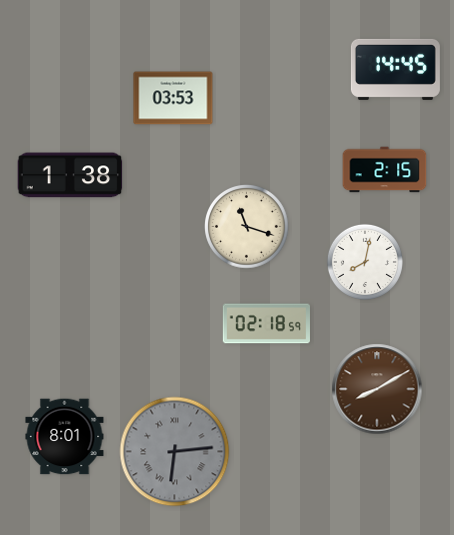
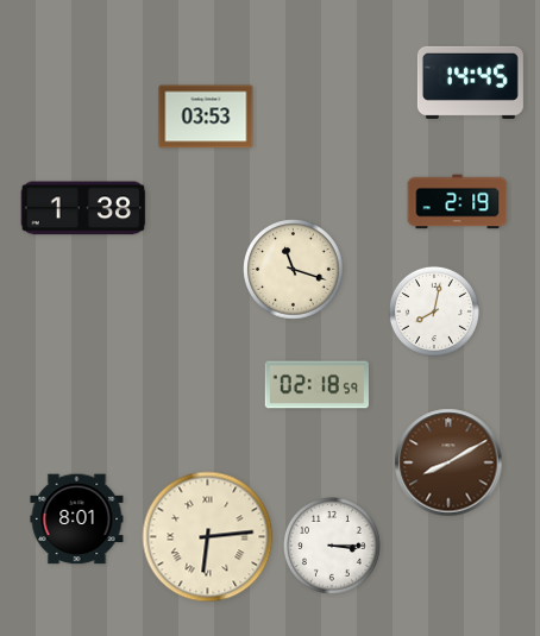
clock at (385, 170): 2:15 -> 2:19
clock at (175, 452) dial: grey -> cream
clock at (333, 547): none -> 3:15
